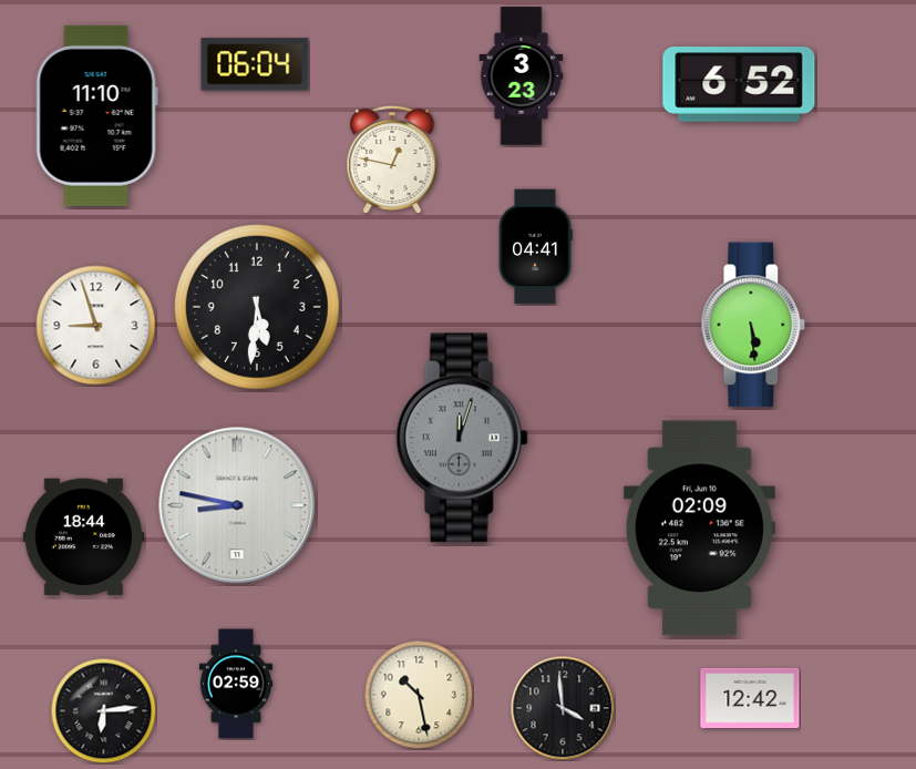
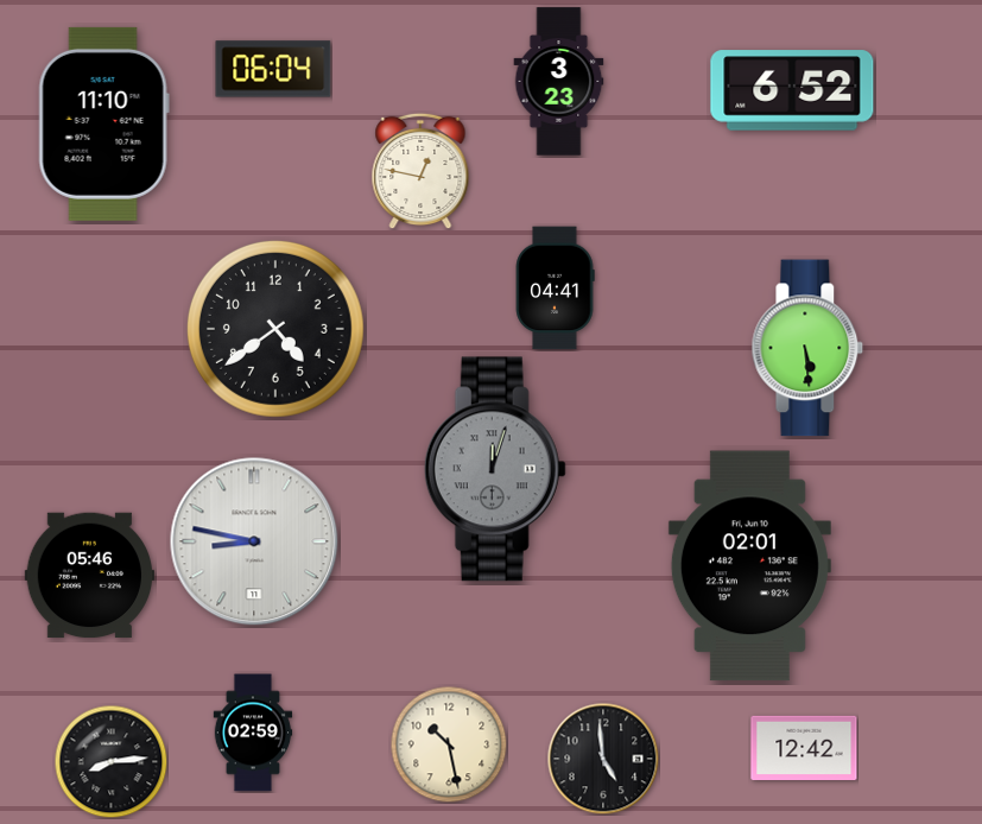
clock at (535, 247) position: (535, 247) -> (555, 289)
clock at (257, 307): 5:31 -> 4:39
clock at (96, 326): 8:57 -> none
clock at (699, 529): 02:09 -> 02:01
clock at (83, 537): 18:44 -> 05:46
clock at (563, 708): 3:59 -> 4:59
clock at (103, 710): 6:14 -> 8:14
